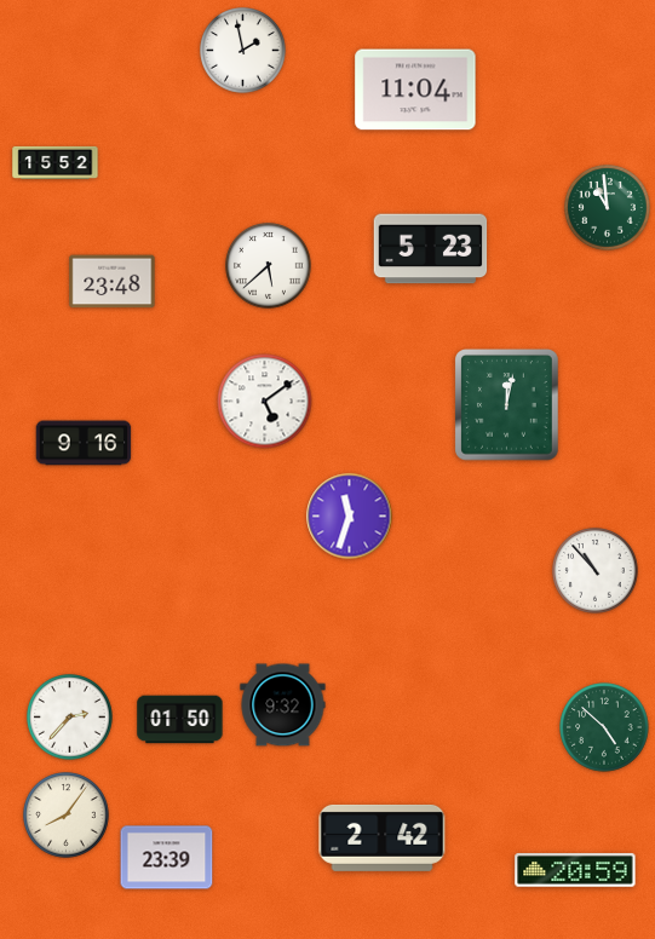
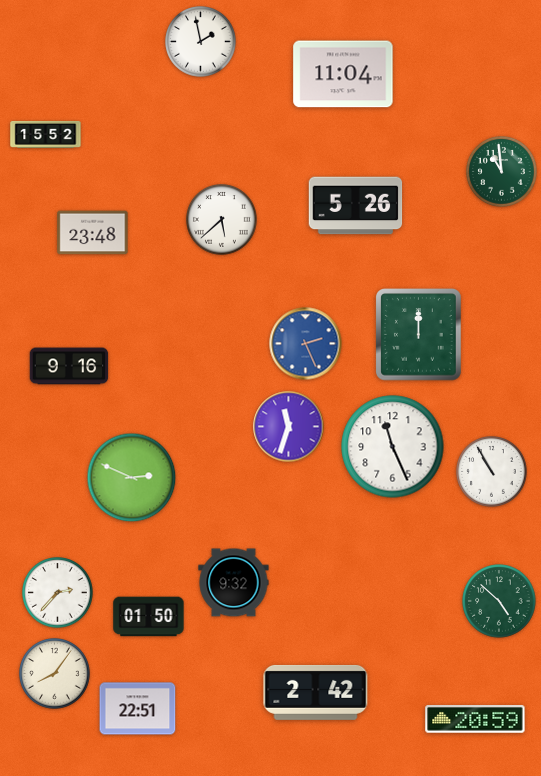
clock at (431, 249): 5:23 -> 5:26
clock at (265, 402): 5:09 -> none
clock at (507, 405): 12:02 -> 12:00
clock at (306, 344): none -> 2:26
clock at (393, 447): none -> 11:26
clock at (596, 571): 10:53 -> 10:55
clock at (132, 478): none -> 2:49
clock at (180, 720) position: (180, 720) -> (149, 617)
clock at (167, 858): 23:39 -> 22:51
